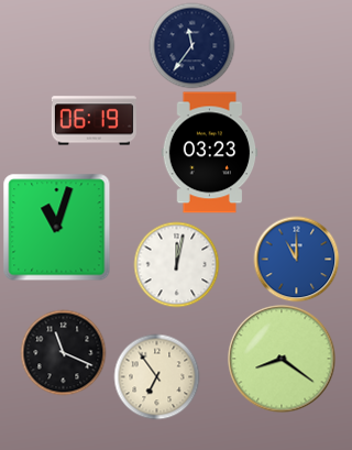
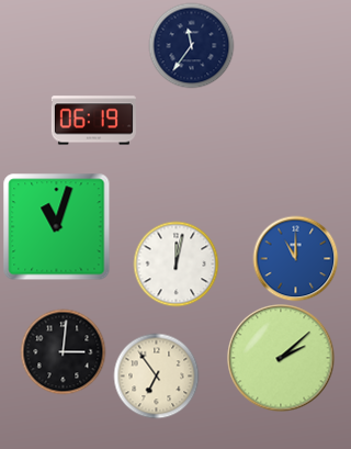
clock at (210, 153): 03:23 -> none
clock at (63, 352): 11:19 -> 3:01
clock at (282, 359): 8:21 -> 2:08
